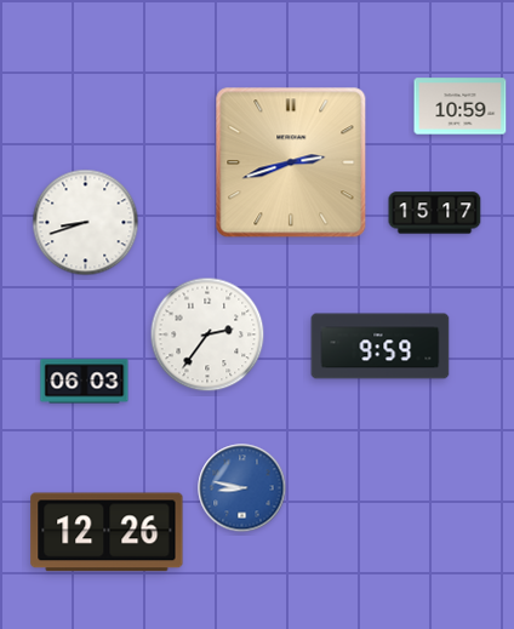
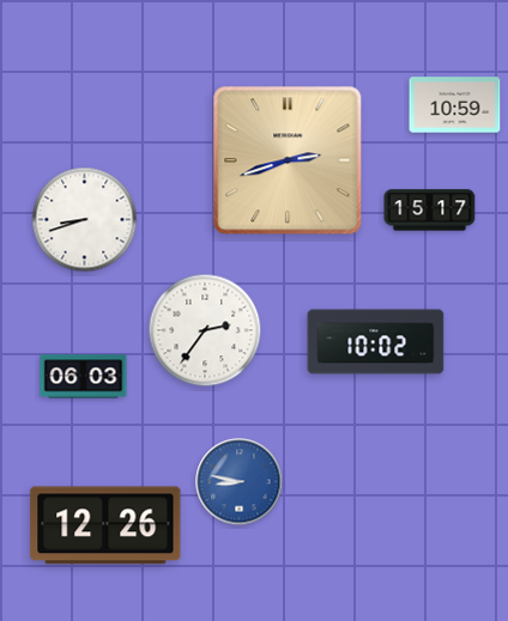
clock at (381, 347): 9:59 -> 10:02
